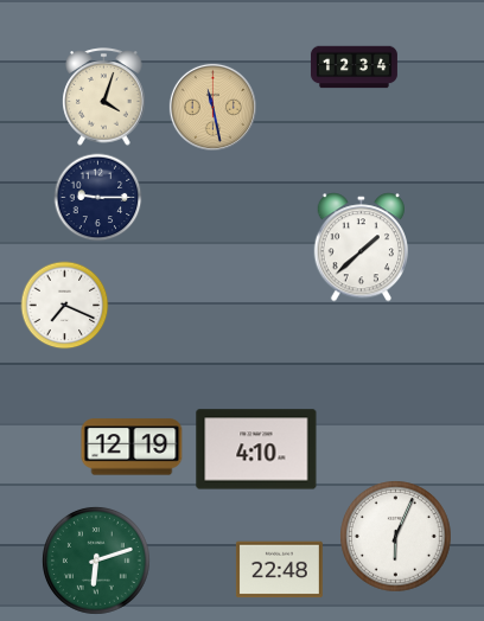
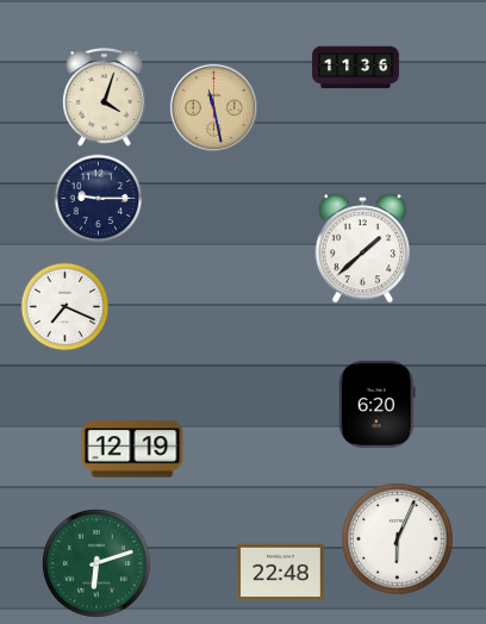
clock at (354, 68): 12:34 -> 11:36
clock at (378, 404): none -> 6:20
clock at (256, 449): 4:10 -> none
